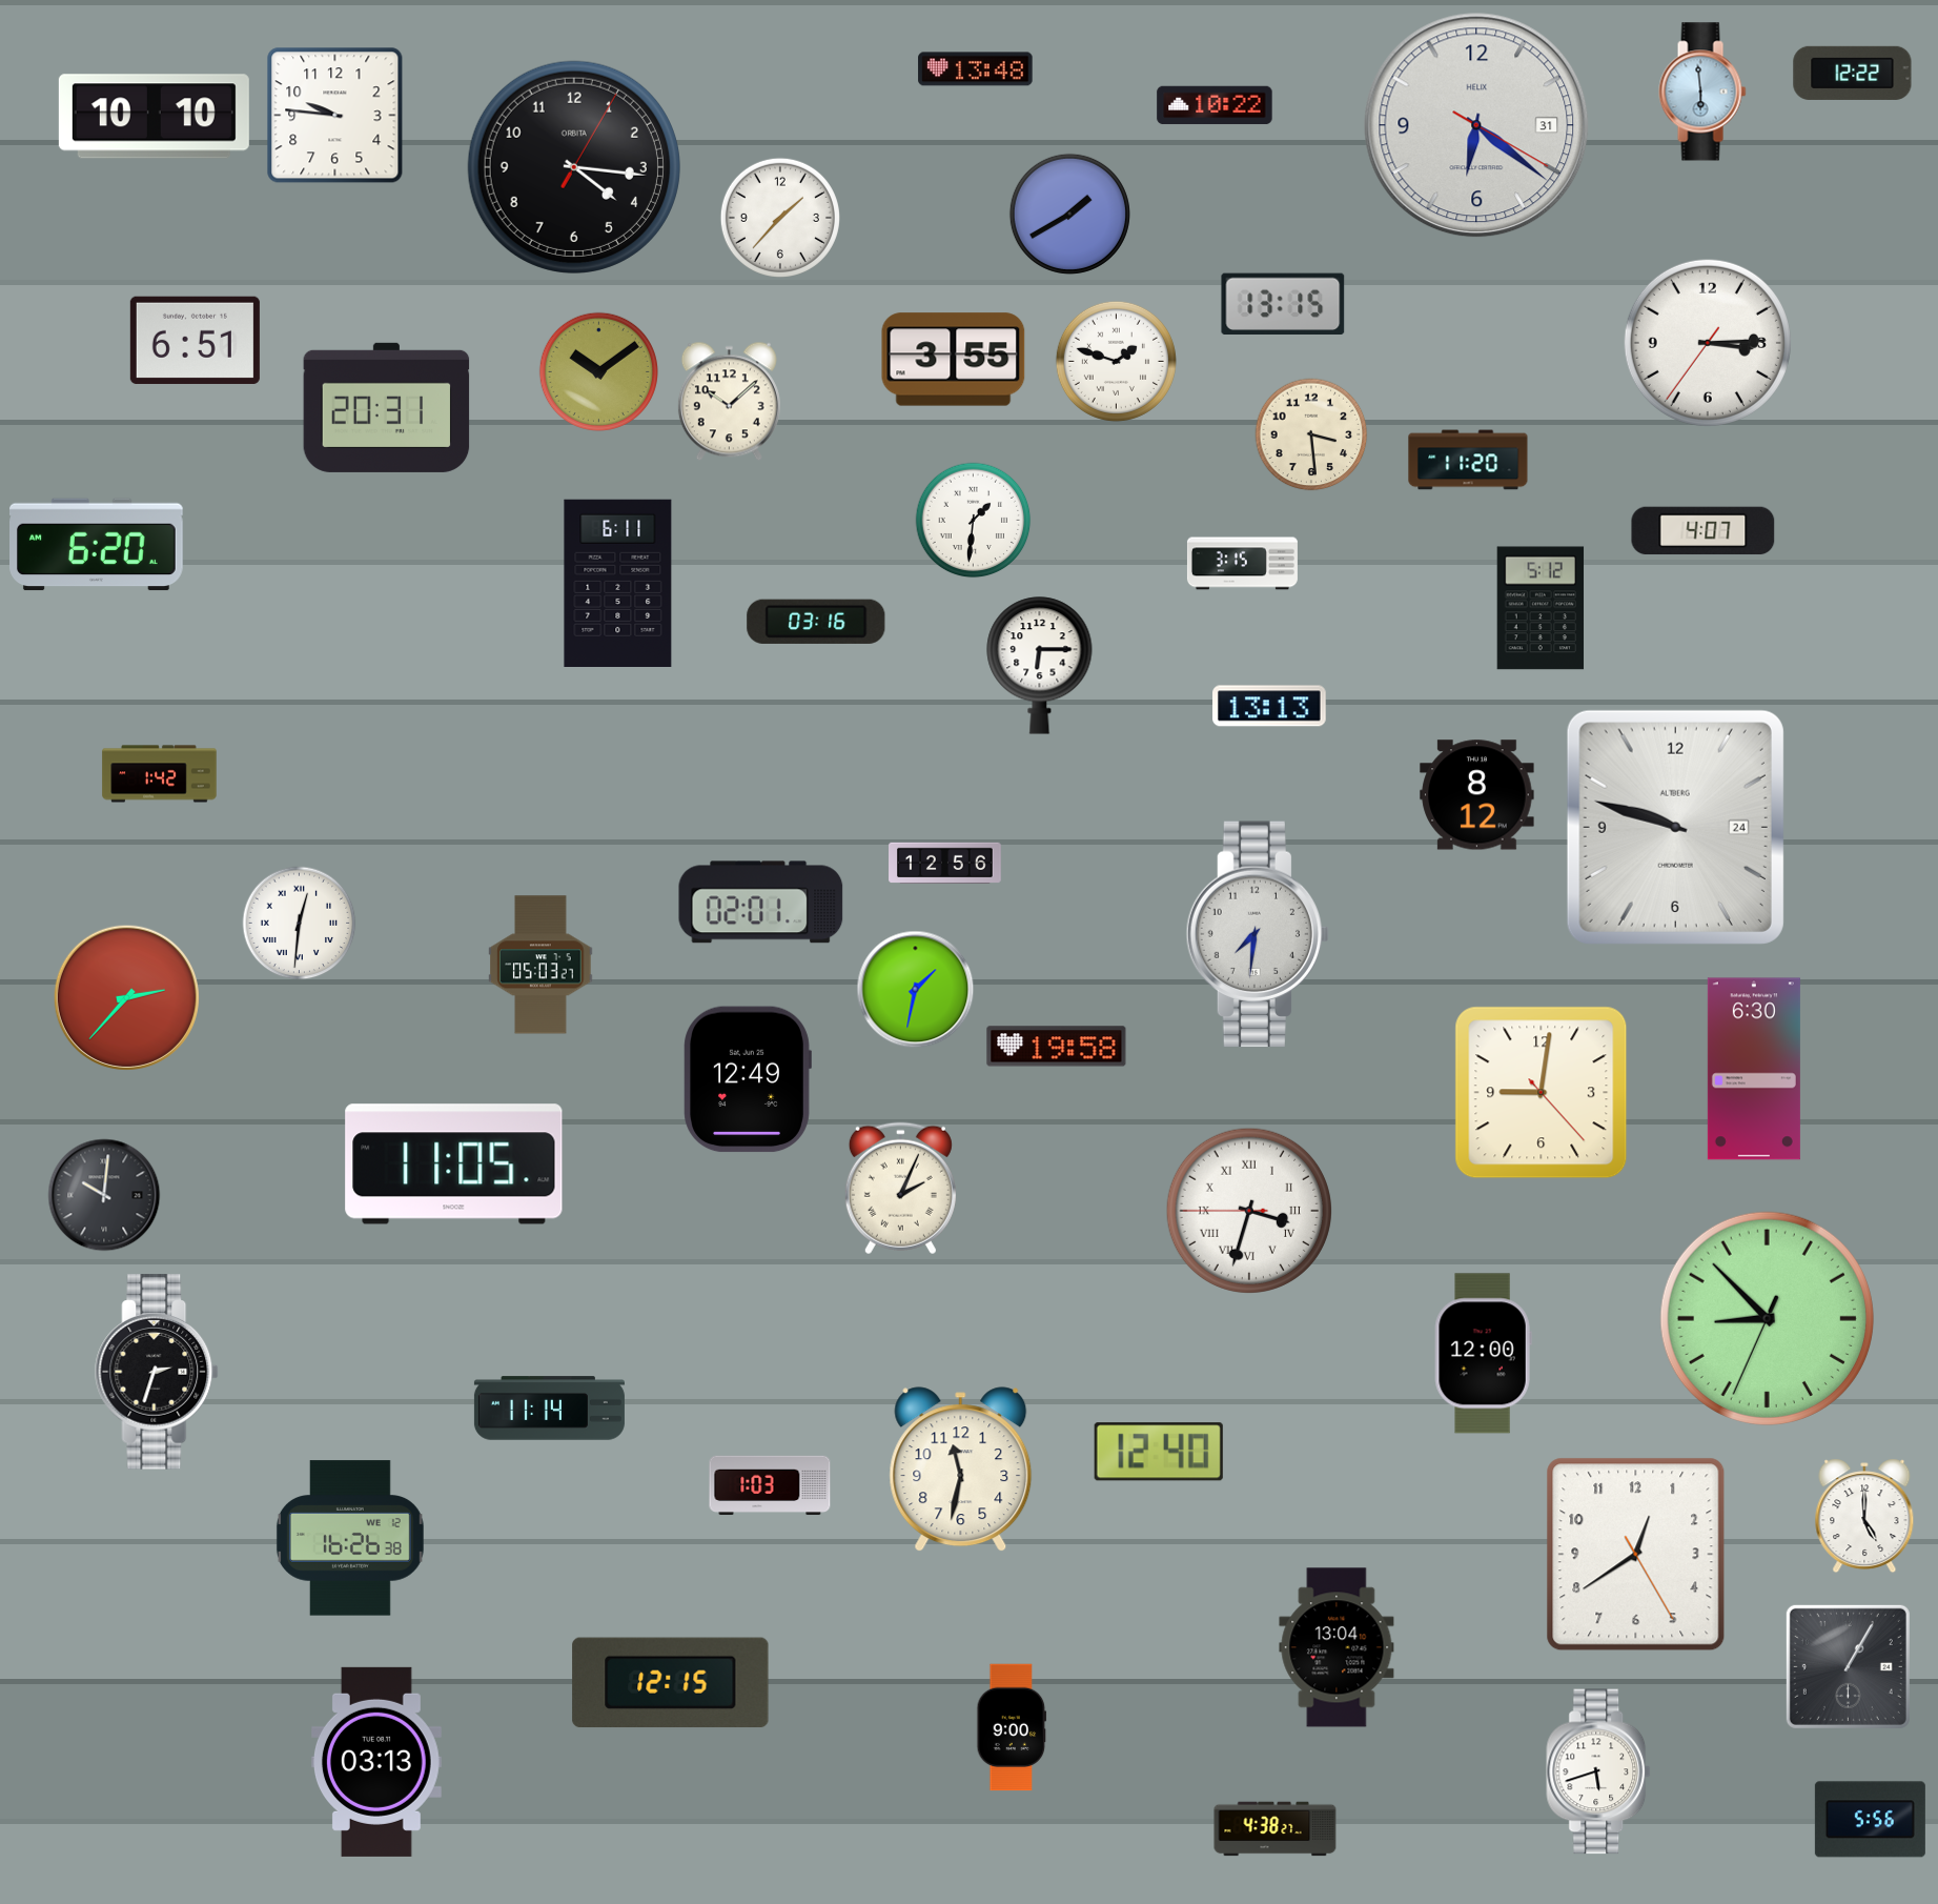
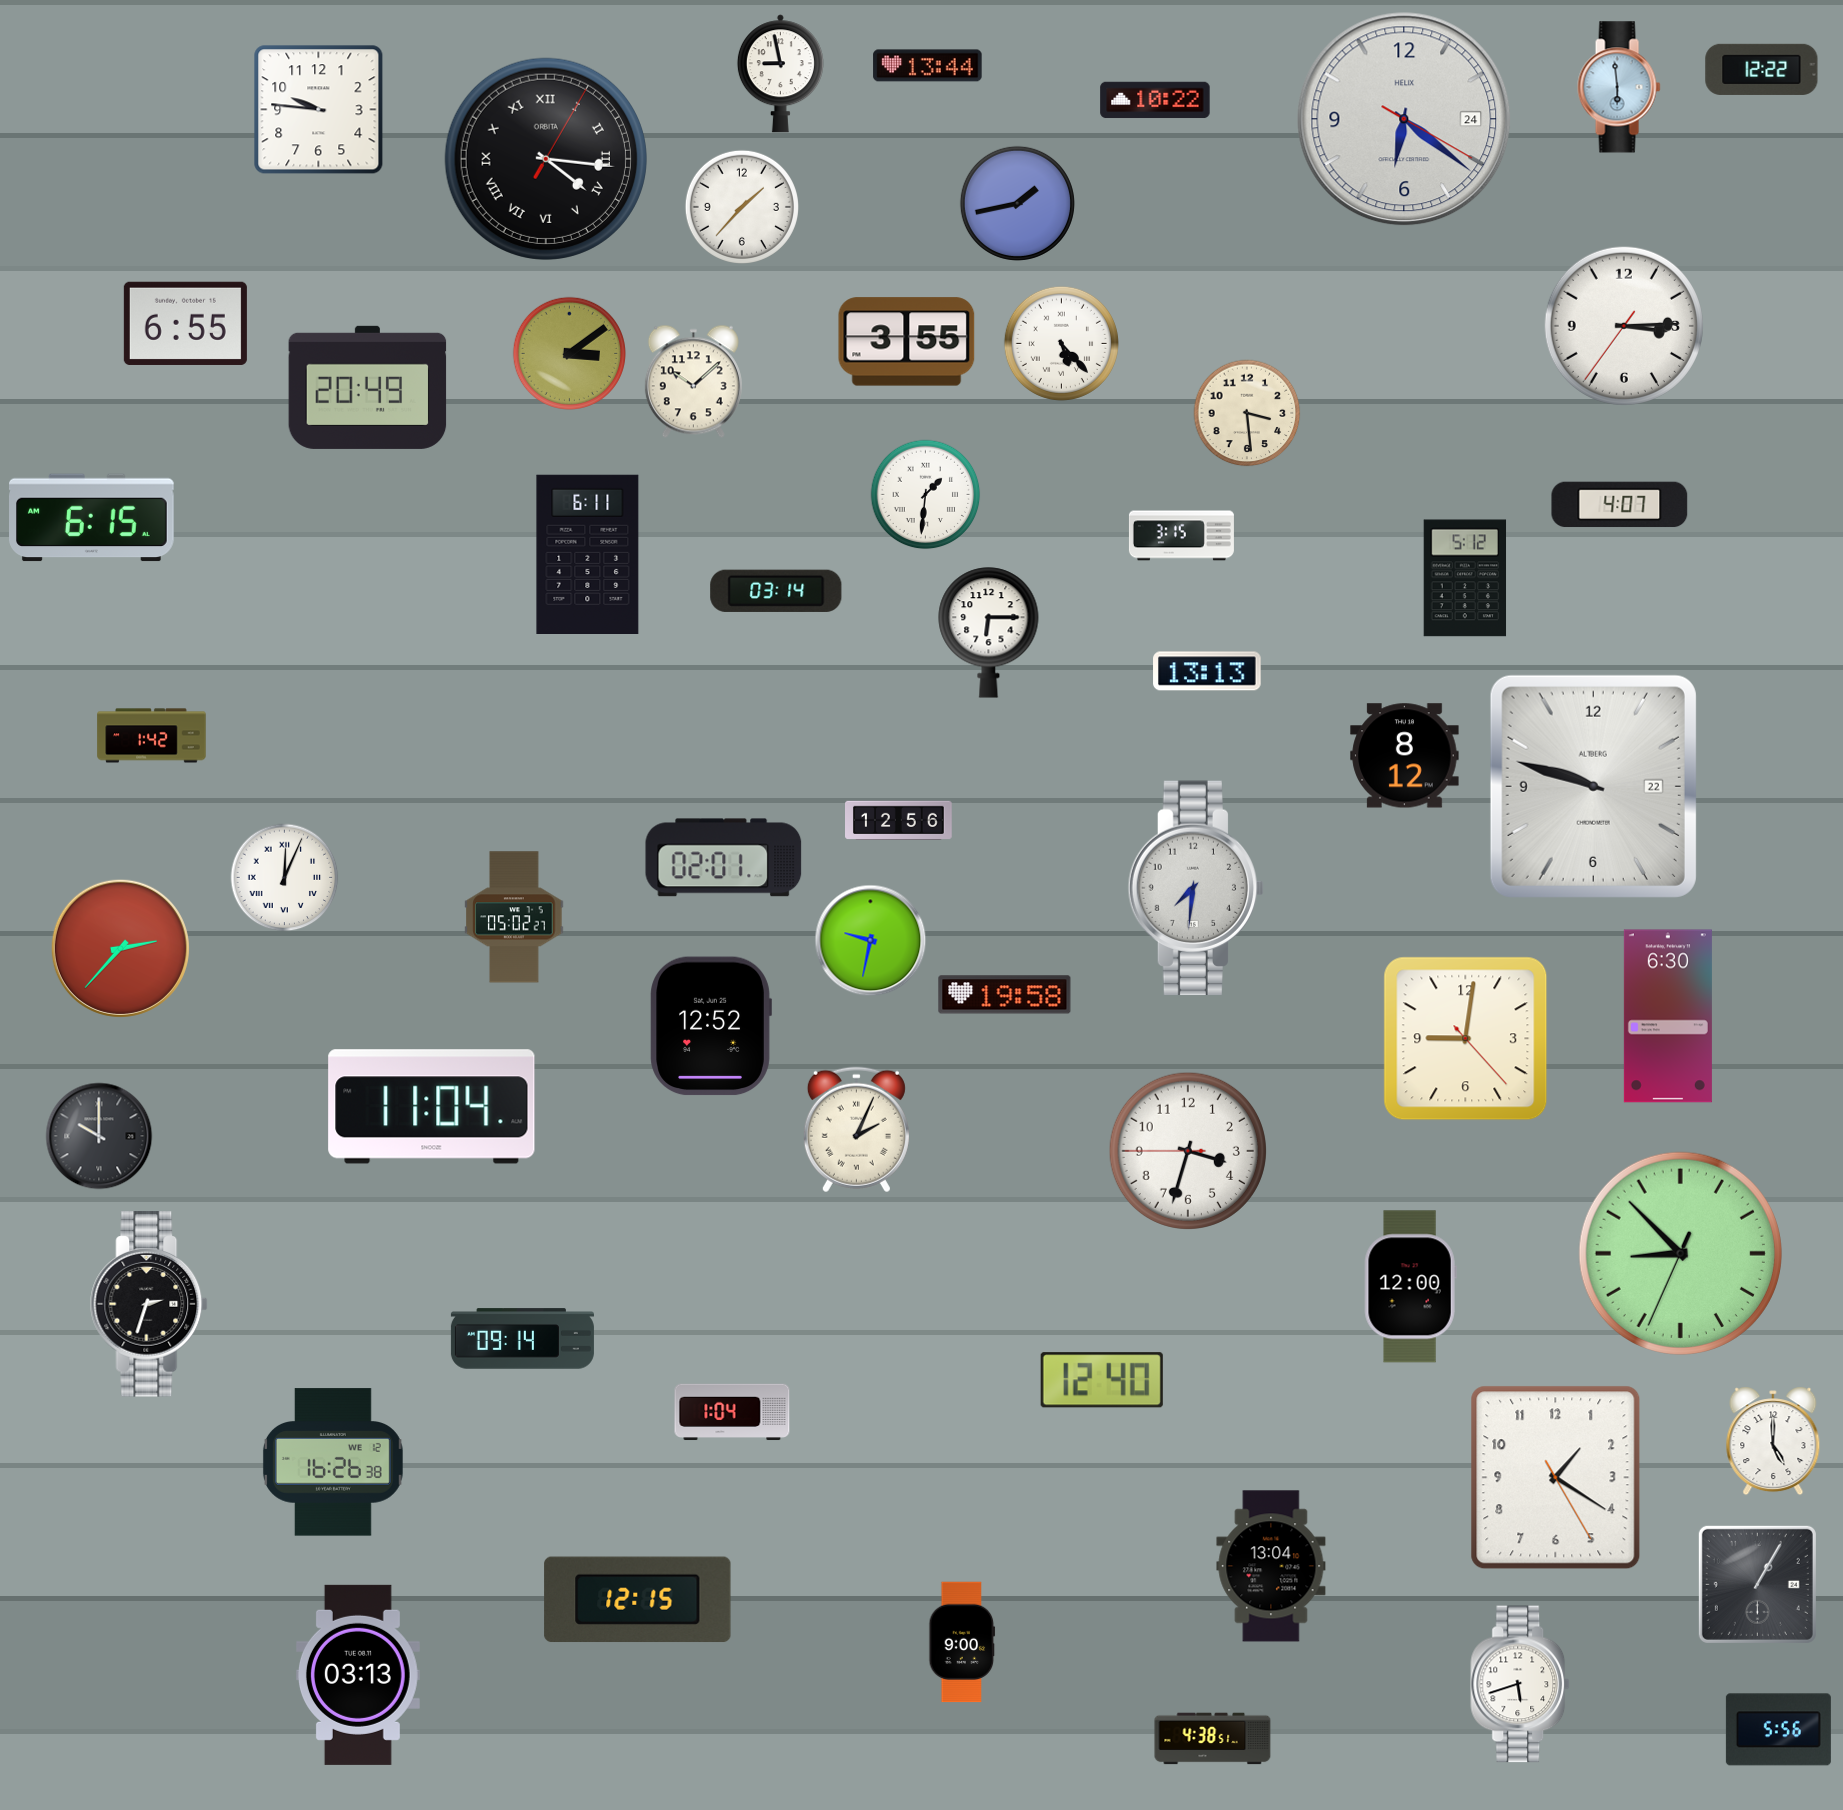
clock at (976, 69): 13:48 -> 13:44
clock at (780, 74): none -> 8:58
clock at (154, 117): 10:10 -> none
clock at (1476, 125) date: 31 -> 24
clock at (574, 167) numerals: Arabic -> Roman
clock at (1069, 214): 1:40 -> 1:43
clock at (1283, 304): 13:15 -> none
clock at (195, 340): 6:51 -> 6:55
clock at (1116, 361): 1:48 -> 5:23
clock at (598, 371): 10:09 -> 3:09
clock at (387, 407): 20:31 -> 20:49
clock at (1468, 460): 11:20 -> none
clock at (97, 545): 6:20 -> 6:15
clock at (816, 622): 03:16 -> 03:14
clock at (1675, 827) date: 24 -> 22
clock at (300, 924): 12:31 -> 12:04
clock at (540, 965): 05:03 -> 05:02
clock at (916, 990): 1:32 -> 9:32
clock at (748, 1079): 12:49 -> 12:52
clock at (454, 1164): 11:05 -> 11:04
clock at (104, 1195): 10:01 -> 10:00
clock at (1249, 1211) numerals: Roman -> Arabic
clock at (549, 1409): 11:14 -> 09:14
clock at (961, 1470): 11:32 -> none
clock at (770, 1485): 1:03 -> 1:04
clock at (1636, 1555): 12:39 -> 1:20
clock at (1276, 1829): 4:38:27 -> 4:38:51
